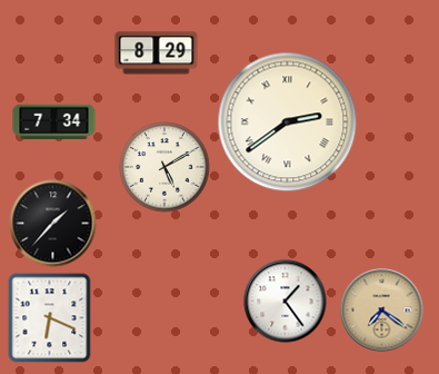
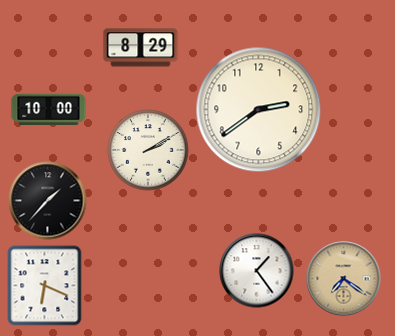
clock at (54, 122): 7:34 -> 10:00
clock at (288, 122) numerals: Roman -> Arabic
clock at (164, 167): 5:10 -> 2:10
